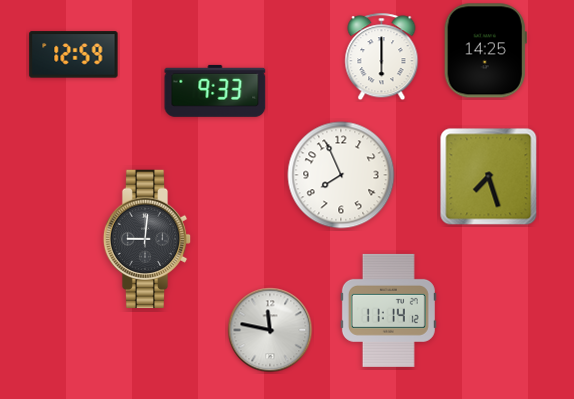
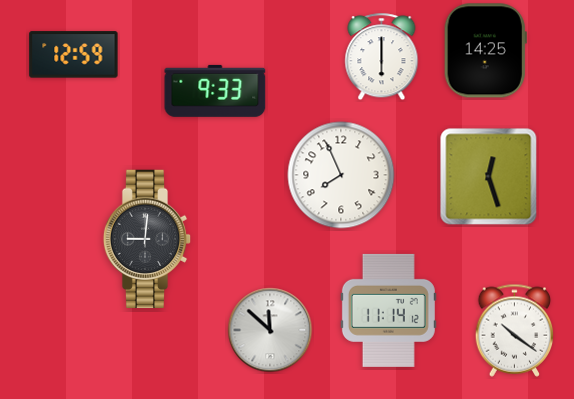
clock at (489, 177): 7:27 -> 12:27
clock at (270, 330): 11:47 -> 11:52
clock at (515, 330): none -> 10:21
